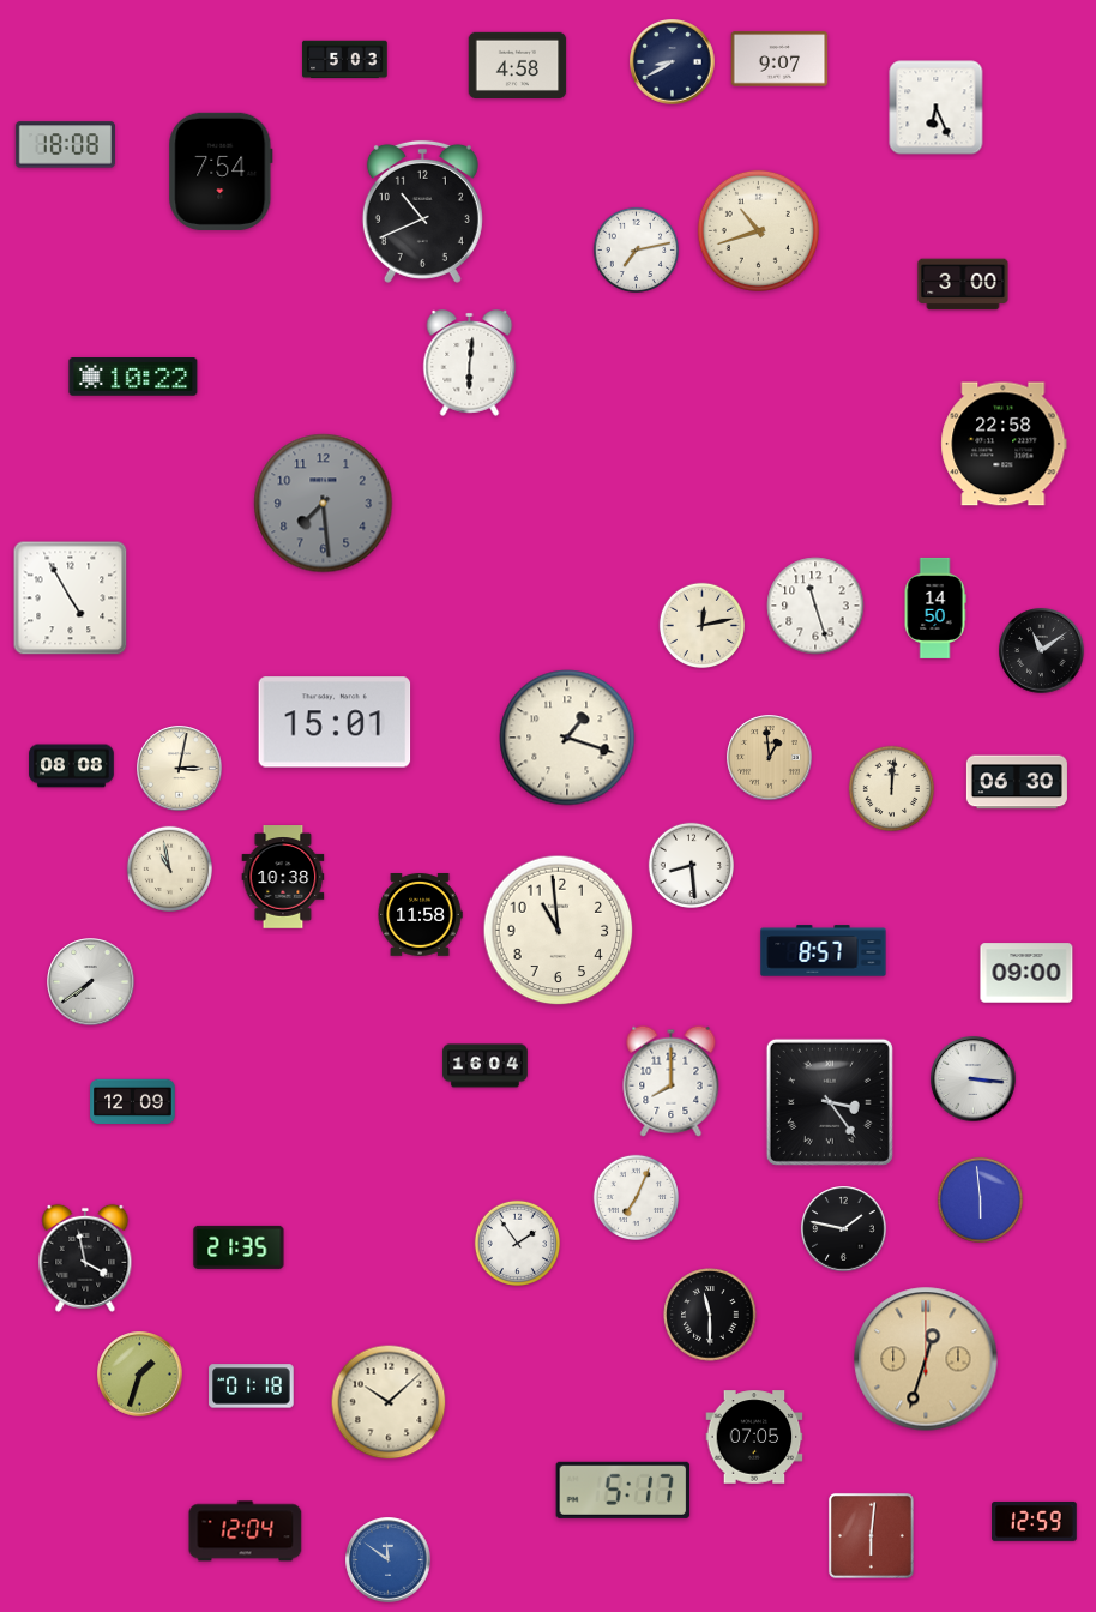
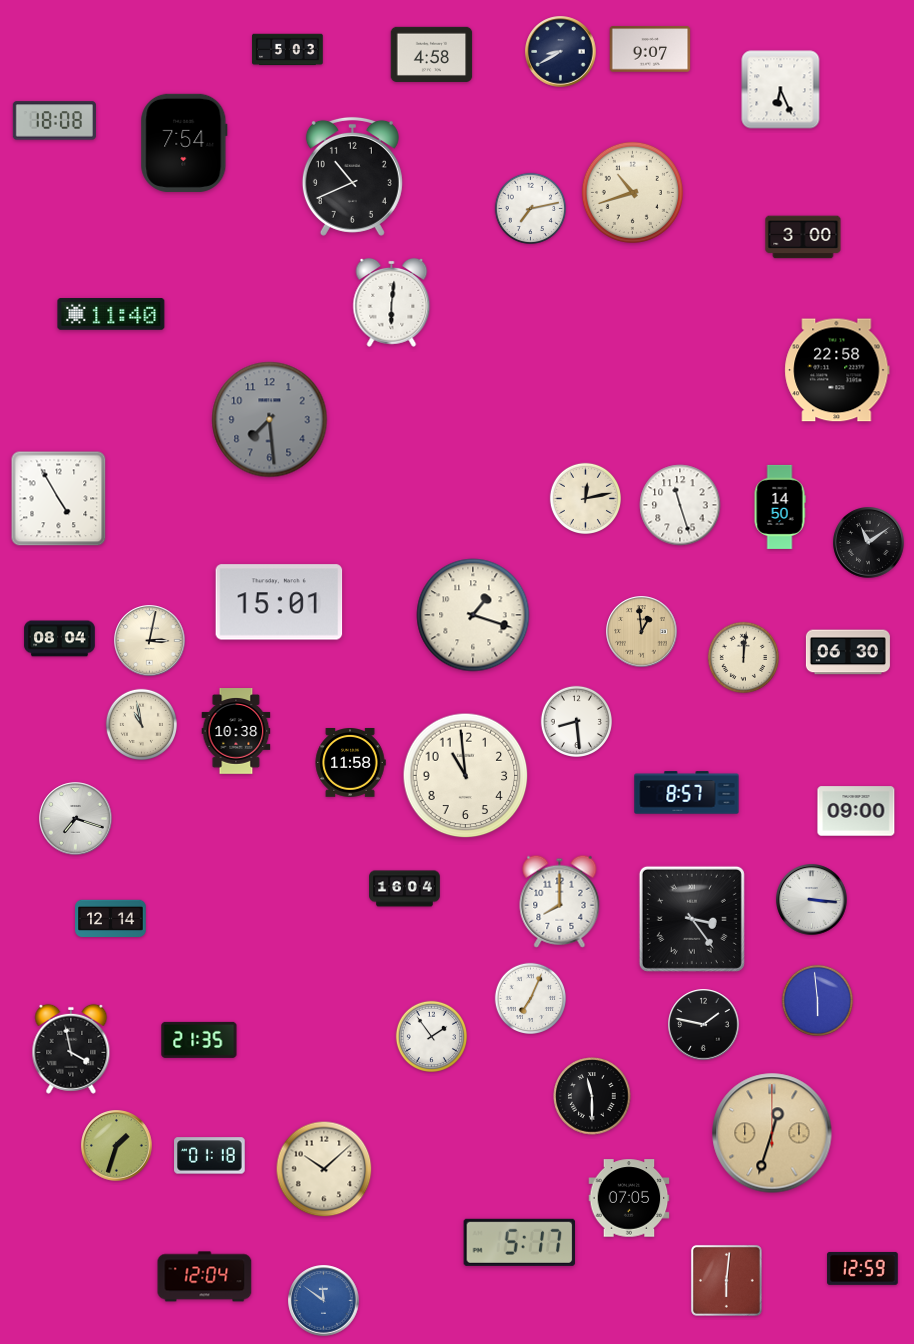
clock at (133, 378): 10:22 -> 11:40
clock at (701, 625) position: (701, 625) -> (585, 498)
clock at (72, 766): 08:08 -> 08:04
clock at (91, 982): 7:39 -> 7:18
clock at (133, 1102): 12:09 -> 12:14
